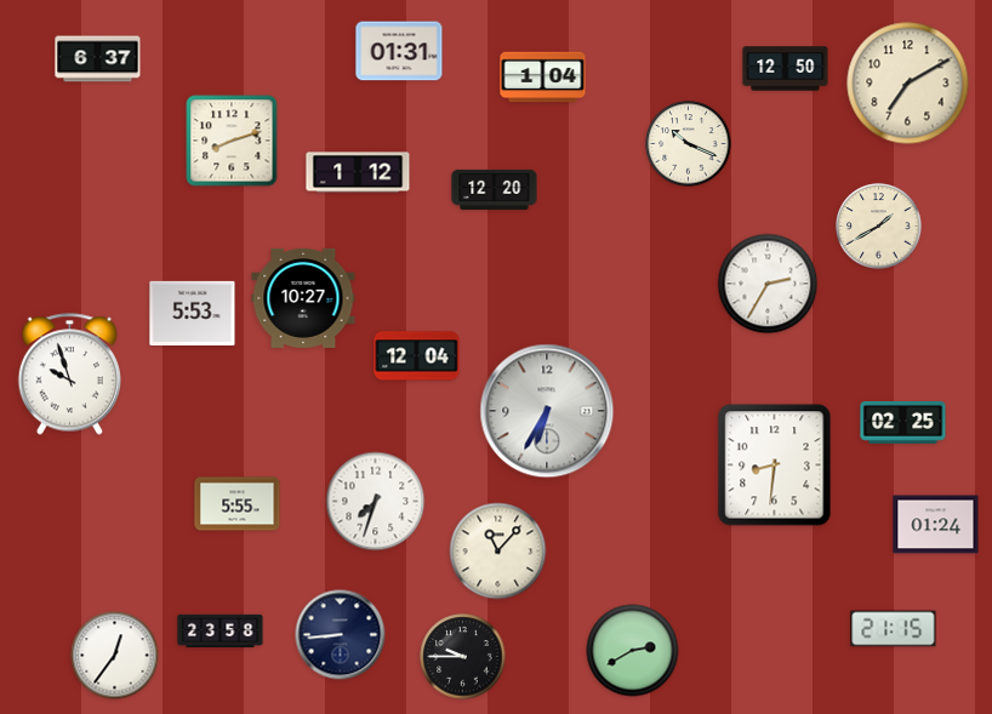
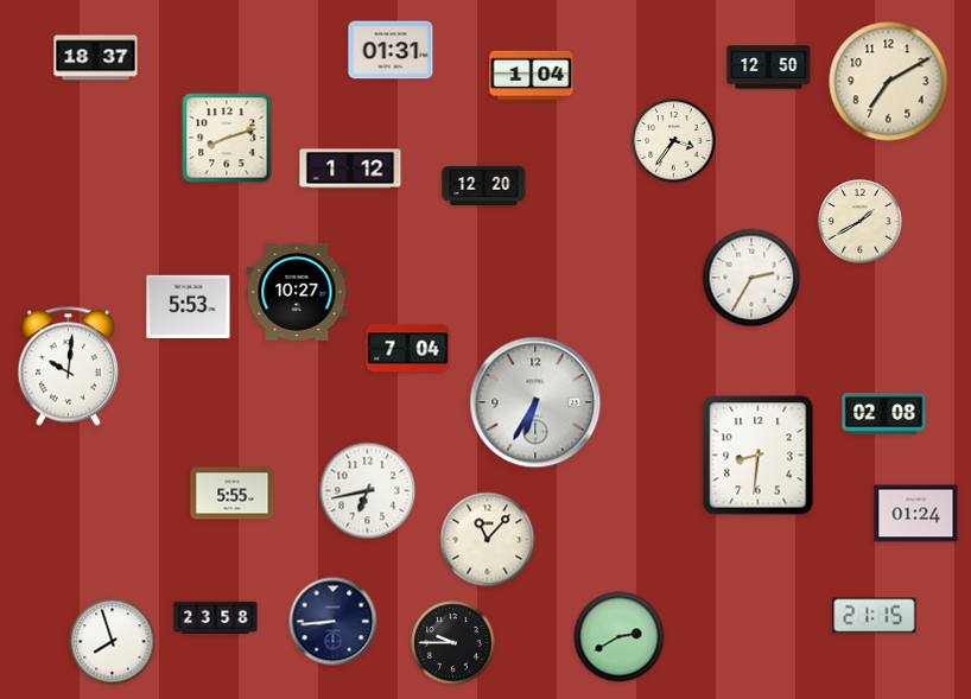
clock at (98, 59): 6:37 -> 18:37
clock at (689, 144): 10:19 -> 3:36
clock at (417, 356): 12:04 -> 7:04
clock at (69, 375): 9:57 -> 10:01
clock at (903, 422): 02:25 -> 02:08
clock at (376, 502): 7:33 -> 6:43
clock at (115, 656): 12:36 -> 7:57
